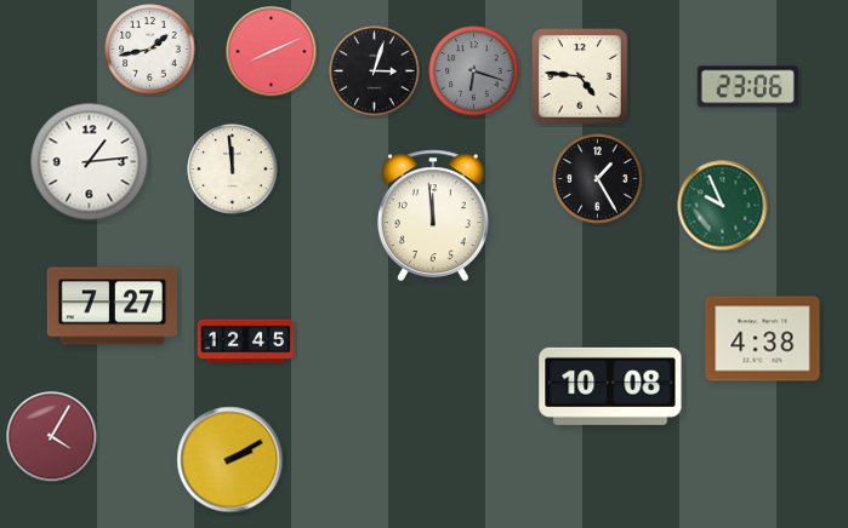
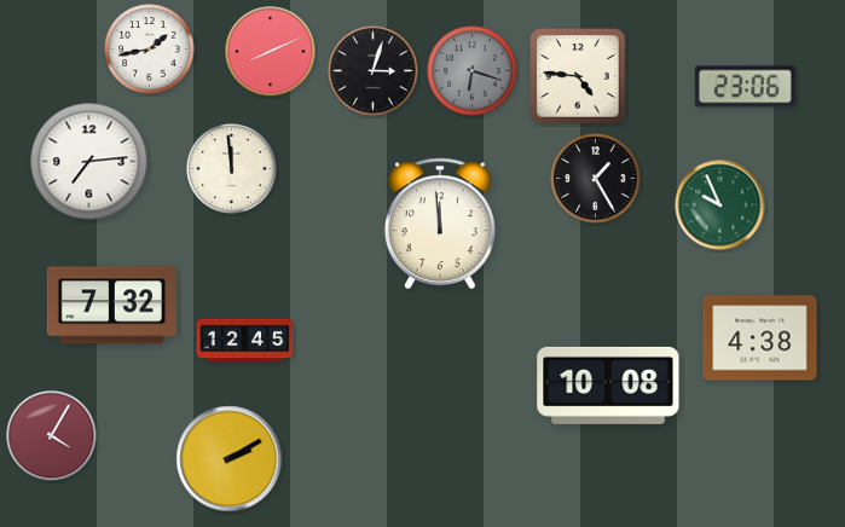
clock at (90, 162): 1:14 -> 7:14
clock at (433, 216) position: (433, 216) -> (440, 224)
clock at (112, 306): 7:27 -> 7:32
